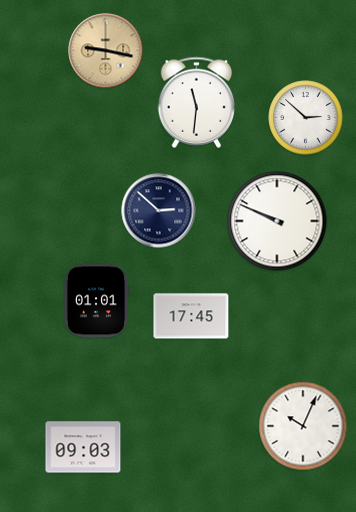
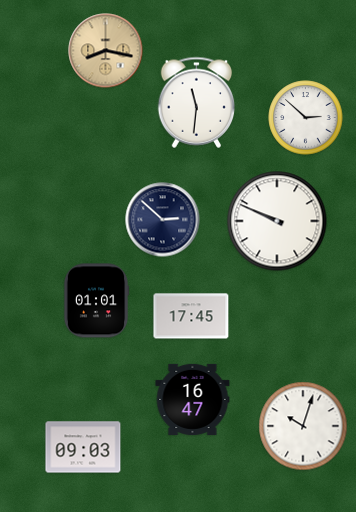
clock at (106, 51): 9:17 -> 8:17
clock at (159, 211) position: (159, 211) -> (163, 220)
clock at (193, 399): none -> 16:47
clock at (303, 426): 10:04 -> 10:03
